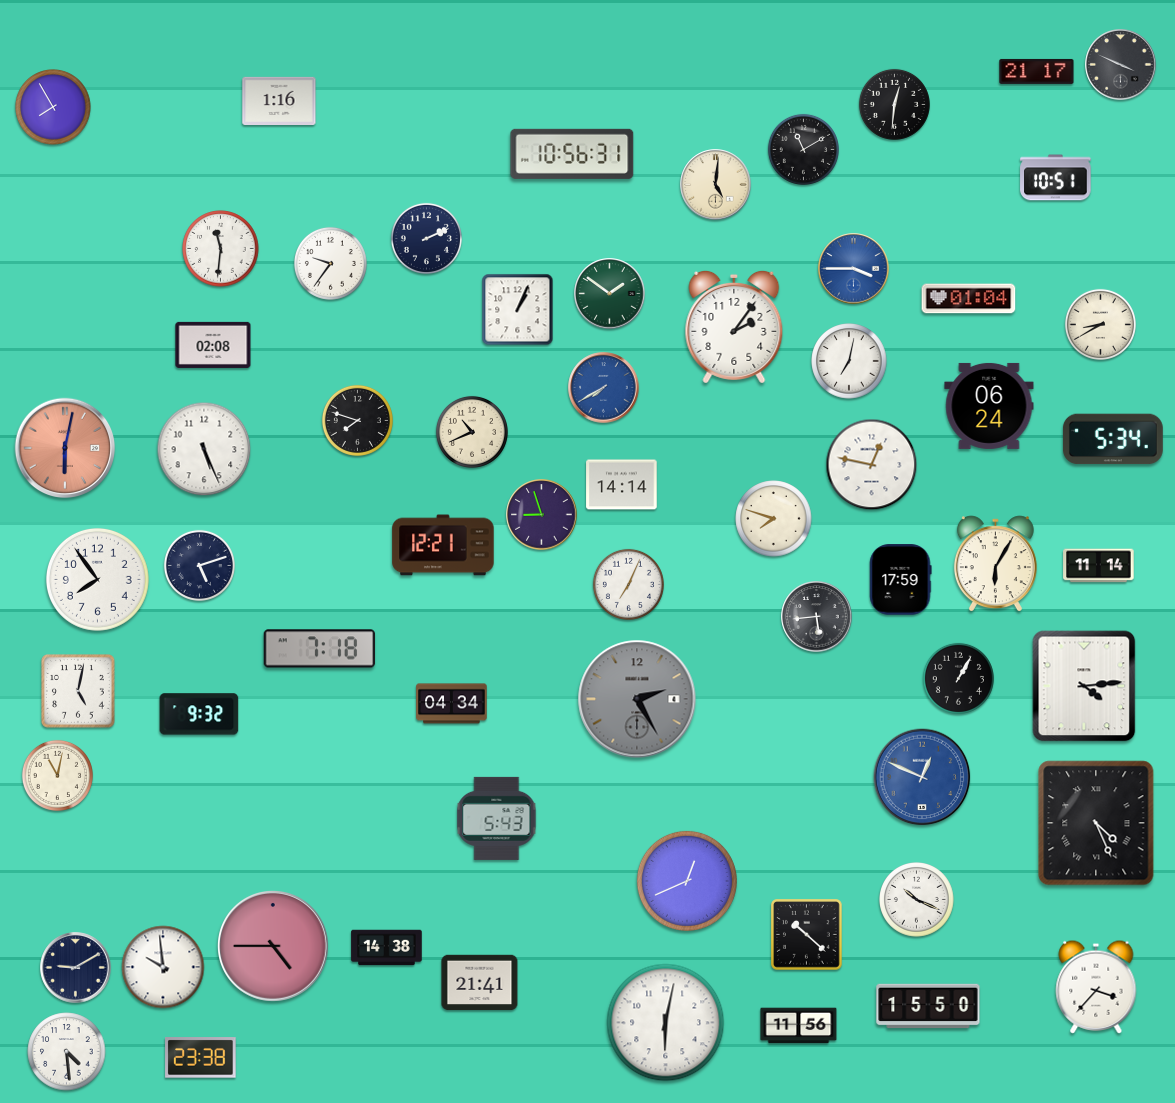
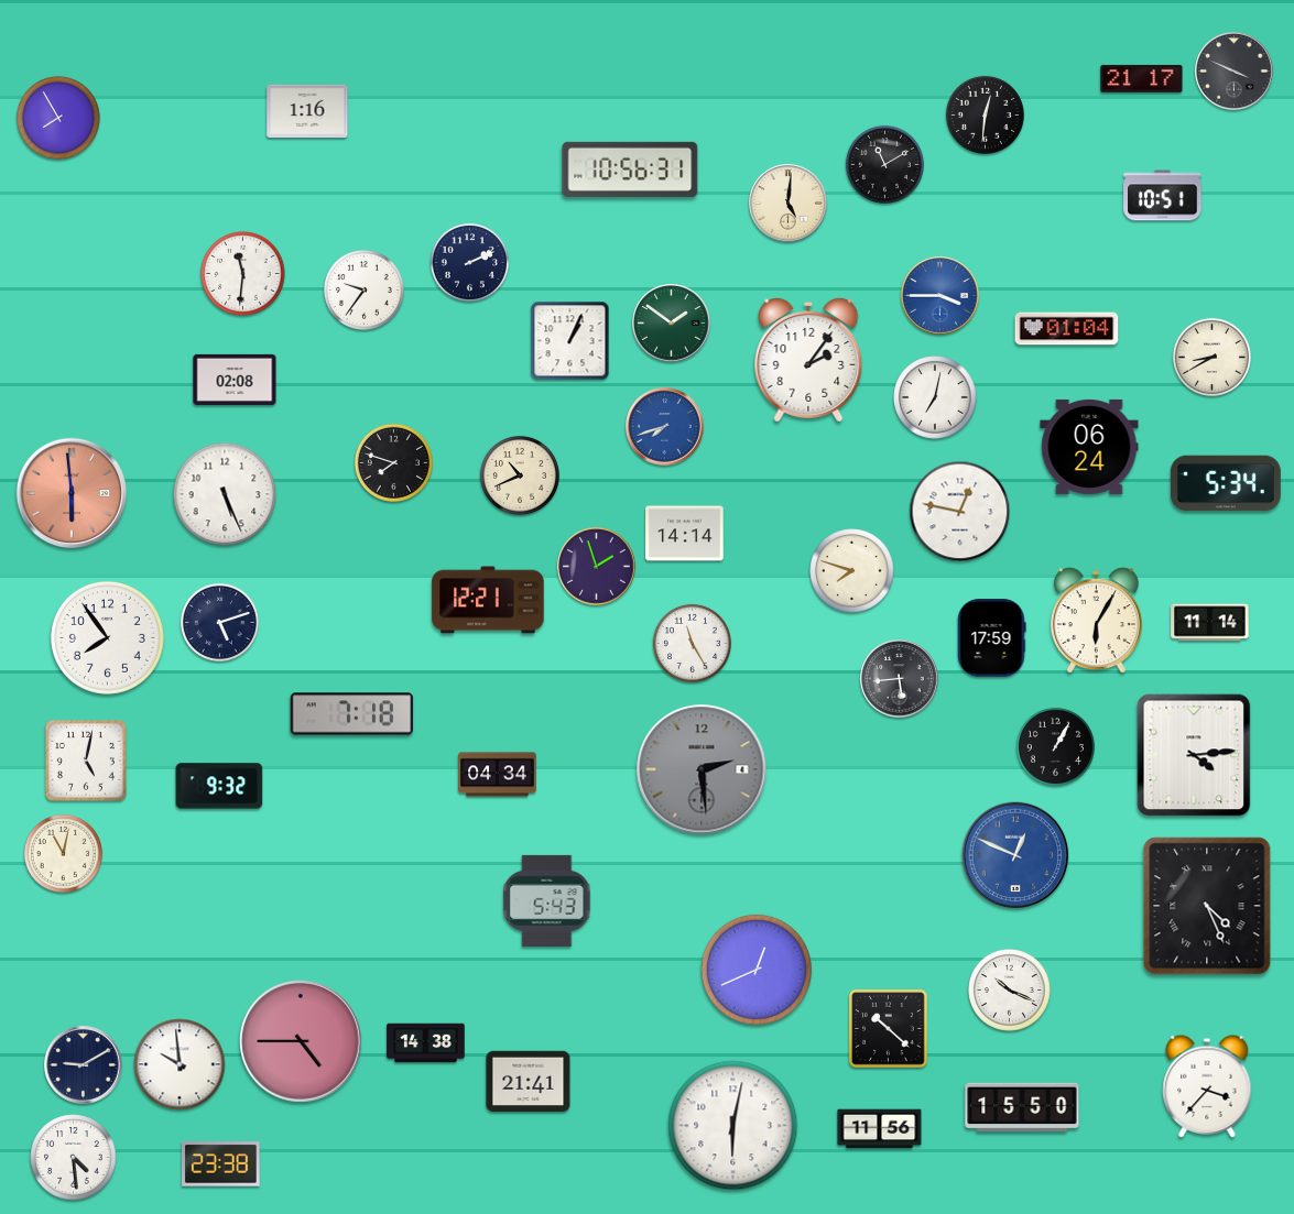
clock at (604, 388): 7:40 -> 7:42
clock at (65, 448): 6:02 -> 5:59
clock at (542, 515): 8:57 -> 1:57
clock at (628, 584): 7:04 -> 11:25
clock at (637, 699): 2:25 -> 2:29
